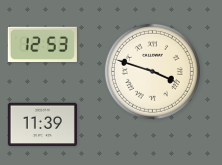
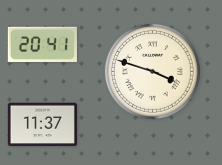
clock at (42, 45): 12:53 -> 20:41
clock at (42, 125): 11:39 -> 11:37
